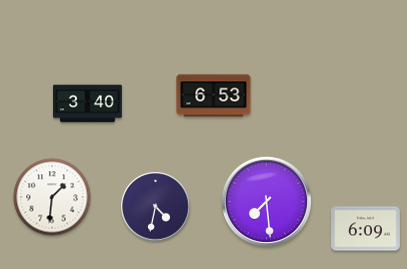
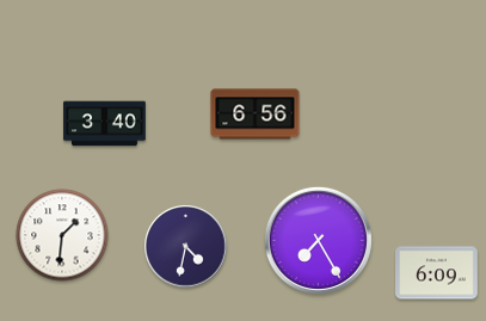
clock at (214, 96): 6:53 -> 6:56
clock at (266, 201): 7:29 -> 7:25
